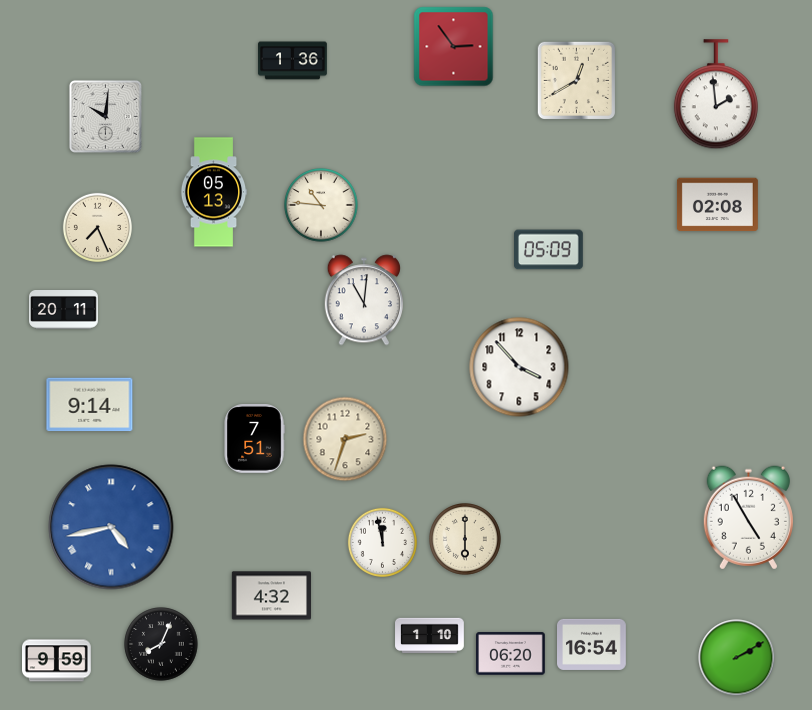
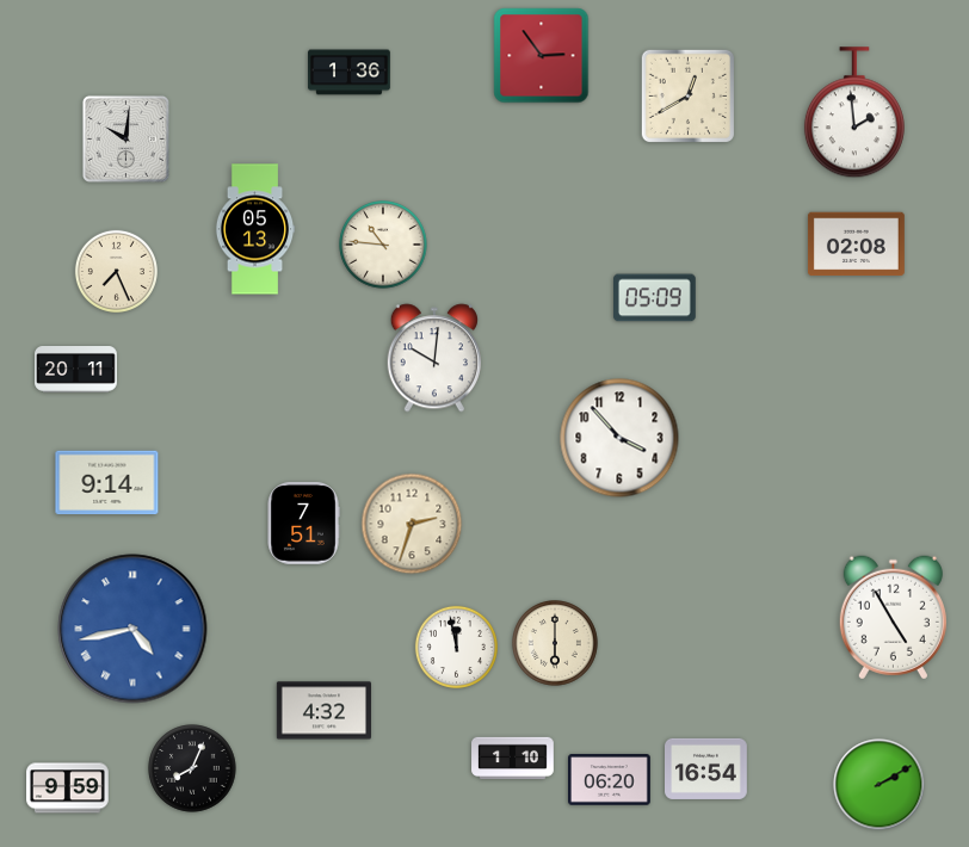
clock at (364, 300): 11:01 -> 10:01
